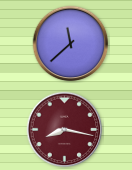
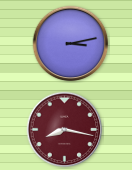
clock at (71, 44): 11:38 -> 3:13
